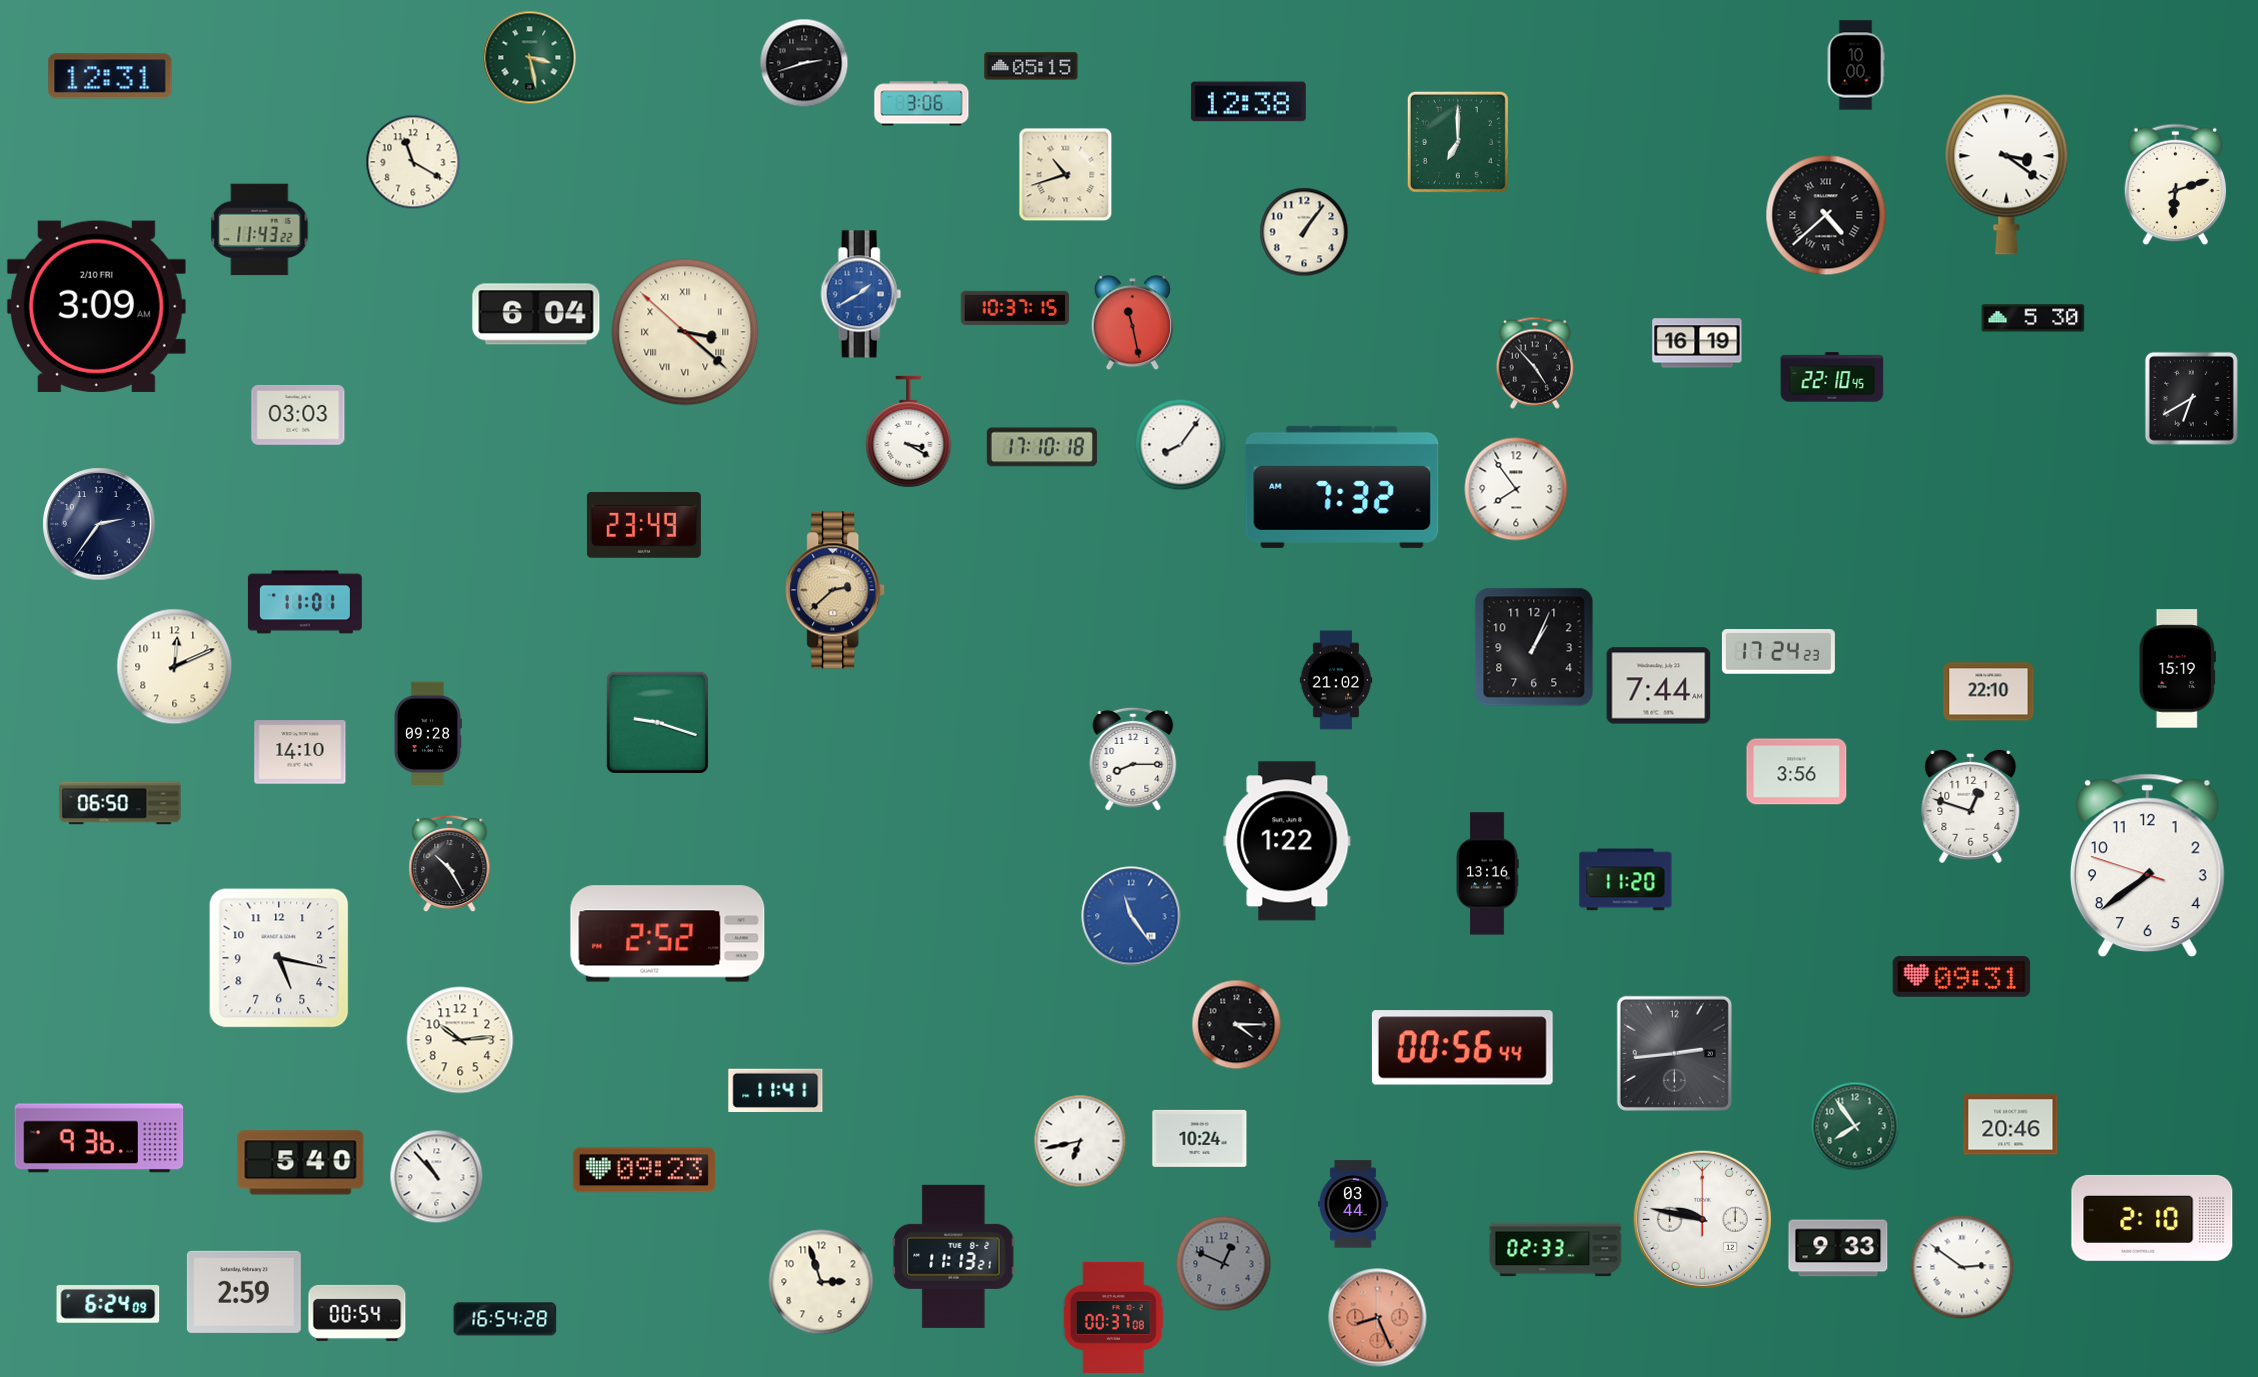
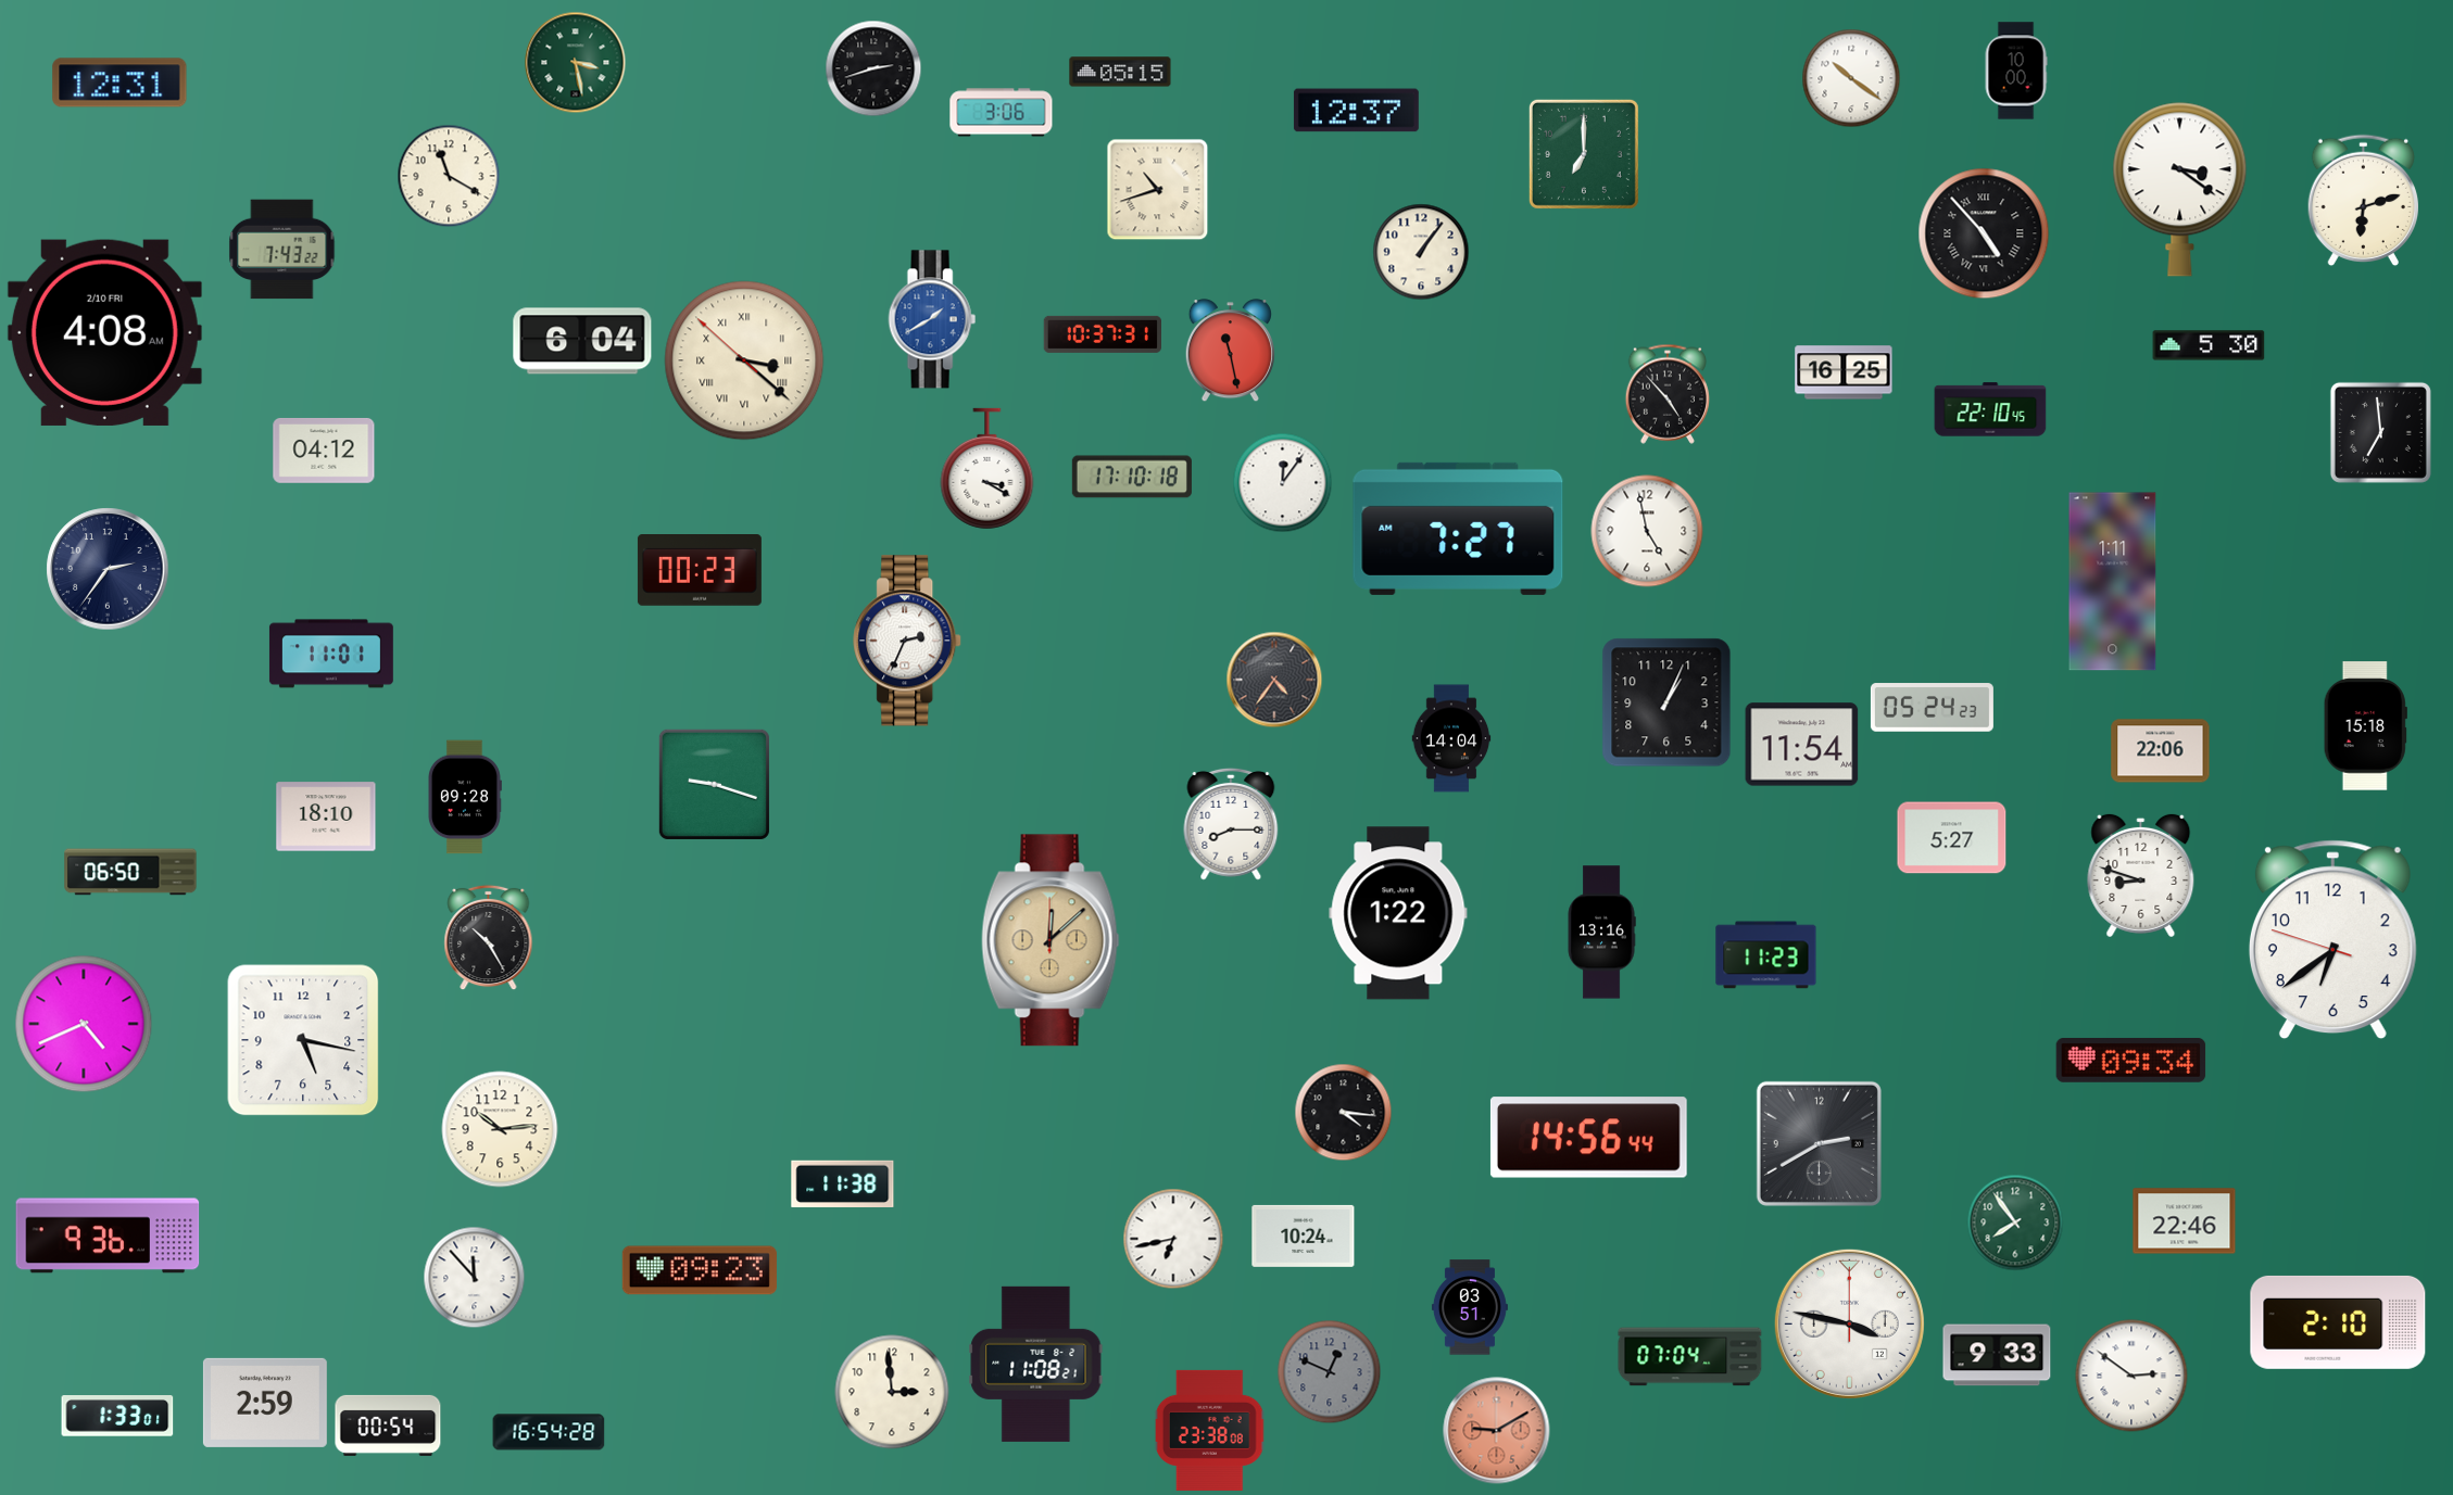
clock at (1851, 78): none -> 10:21
clock at (1248, 102): 12:38 -> 12:37
clock at (1826, 215): 4:38 -> 4:53
clock at (260, 230): 11:43 -> 7:43
clock at (1304, 232) position: (1304, 232) -> (1421, 252)
clock at (861, 294) position: (861, 294) -> (932, 319)
clock at (96, 306): 3:09 -> 4:08
clock at (1014, 308): 10:37:15 -> 10:37:31
clock at (1697, 343): 16:19 -> 16:25
clock at (2191, 398): 6:40 -> 6:59
clock at (298, 415): 03:03 -> 04:12
clock at (1181, 445): 8:06 -> 12:06
clock at (1042, 447) position: (1042, 447) -> (1132, 477)
clock at (1342, 487): 7:32 -> 7:27
clock at (1516, 489): 7:54 -> 4:58
clock at (644, 526): 23:49 -> 00:23
clock at (2113, 582): none -> 1:11
clock at (836, 590): 2:38 -> 2:34
clock at (836, 590) dial: champagne -> white
clock at (1274, 680): none -> 4:36
clock at (1778, 652): 17:24 -> 05:24
clock at (175, 667): 12:11 -> none
clock at (2177, 669): 15:19 -> 15:18
clock at (1336, 680): 21:02 -> 14:04
clock at (1659, 686): 7:44 -> 11:54
clock at (1989, 692): 22:10 -> 22:06
clock at (300, 752): 14:10 -> 18:10
clock at (1797, 772): 3:56 -> 5:27
clock at (1971, 806): 12:48 -> 8:48
clock at (1051, 940): none -> 12:08
clock at (2147, 866): 7:38 -> 6:38
clock at (1487, 874) position: (1487, 874) -> (1601, 933)
clock at (1626, 880): 11:20 -> 11:23
clock at (1131, 916): 11:24 -> none
clock at (668, 934): 2:52 -> none
clock at (84, 1024): none -> 4:41
clock at (1962, 976): 09:31 -> 09:34
clock at (1237, 1025): 4:15 -> 4:16
clock at (1462, 1048): 00:56 -> 14:56
clock at (1674, 1053): 2:44 -> 2:40
clock at (776, 1090): 11:41 -> 11:38
clock at (2011, 1125): 20:46 -> 22:46
clock at (301, 1163): 5:40 -> none
clock at (437, 1177): 10:53 -> 11:53
clock at (1353, 1204): 03:44 -> 03:51
clock at (1702, 1219): 9:47 -> 3:47
clock at (1556, 1250): 02:33 -> 07:04
clock at (954, 1256): 11:13 -> 11:08
clock at (821, 1282): 2:57 -> 2:59
clock at (108, 1305): 6:24 -> 1:33
clock at (1114, 1317): 00:37 -> 23:38
clock at (1378, 1318): 8:26 -> 9:10
